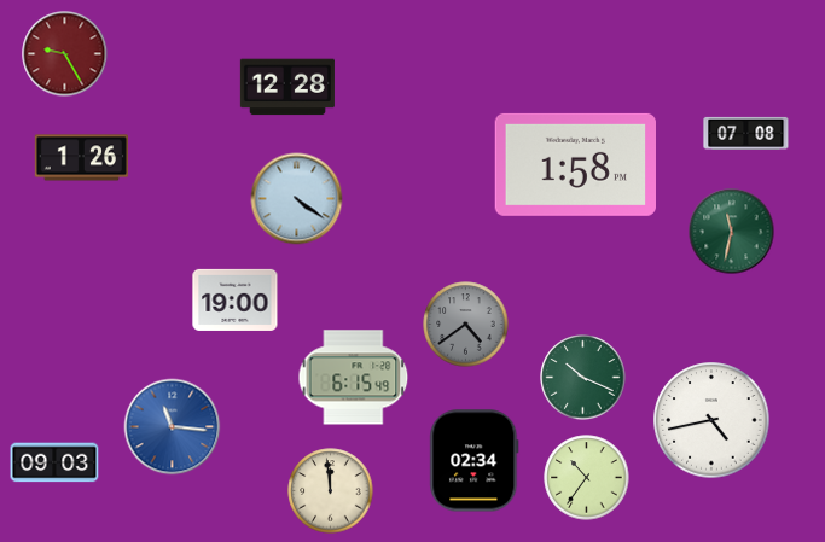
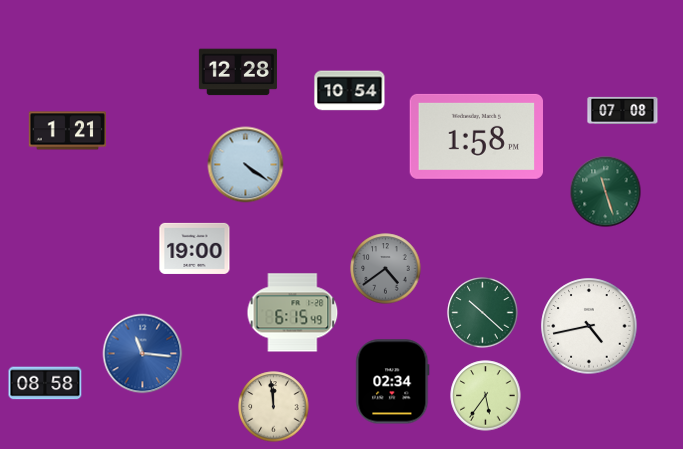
clock at (65, 54): 9:25 -> none
clock at (350, 91): none -> 10:54
clock at (746, 133) position: (746, 133) -> (623, 110)
clock at (81, 158): 1:26 -> 1:21
clock at (732, 232): 11:32 -> 11:27
clock at (583, 378): 10:19 -> 10:22
clock at (711, 420) position: (711, 420) -> (589, 326)
clock at (54, 462): 09:03 -> 08:58
clock at (587, 478): 10:36 -> 5:36
